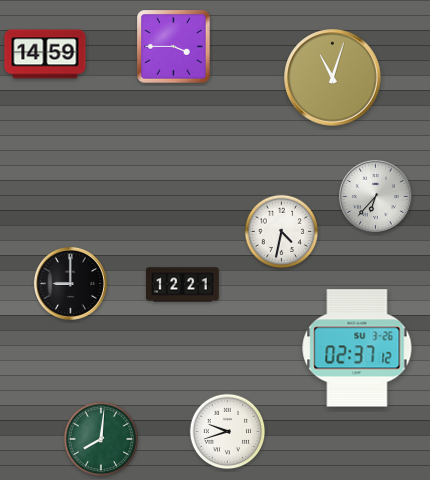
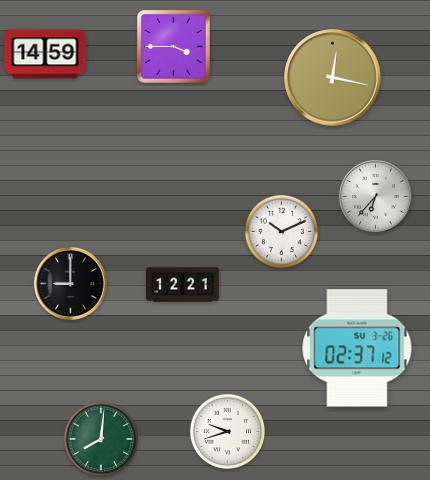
clock at (333, 78): 11:03 -> 12:17
clock at (282, 232): 4:32 -> 10:11
